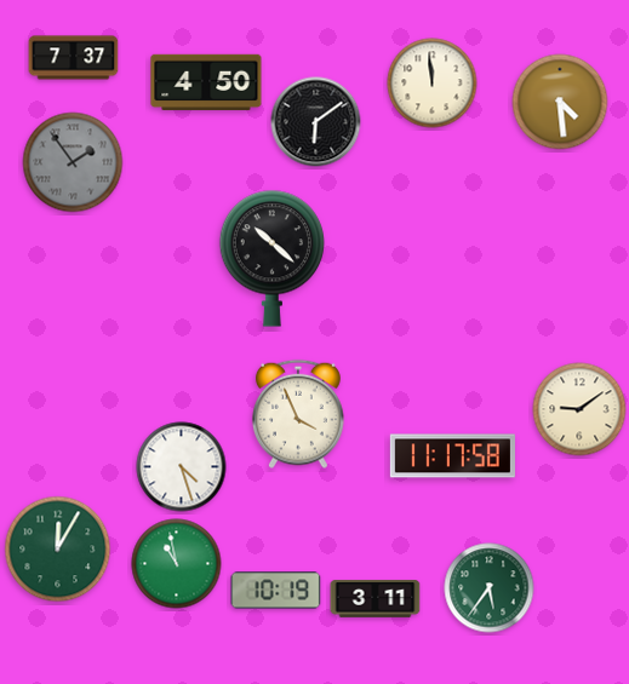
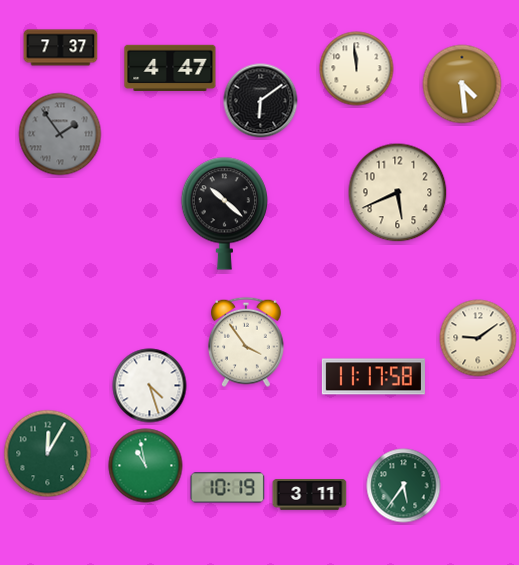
clock at (206, 81): 4:50 -> 4:47
clock at (398, 193): none -> 5:41
clock at (298, 414): 3:56 -> 3:54
